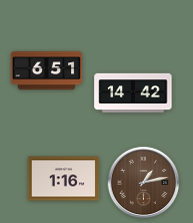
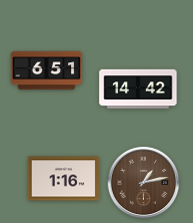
clock at (133, 93) position: (133, 93) -> (138, 89)
